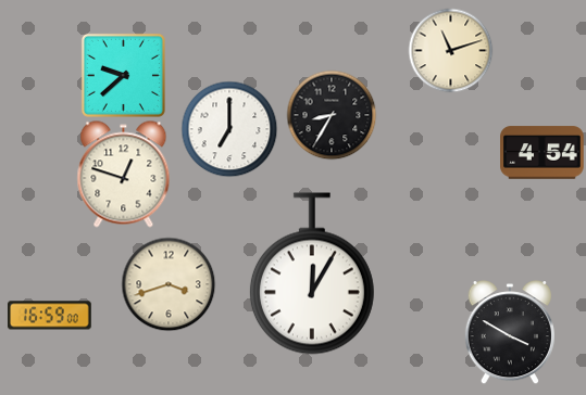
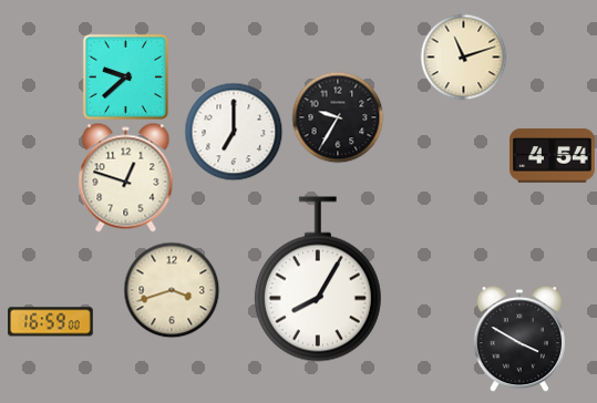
clock at (450, 50) position: (450, 50) -> (463, 56)
clock at (332, 115): 8:35 -> 9:35
clock at (312, 273): 12:05 -> 8:05
